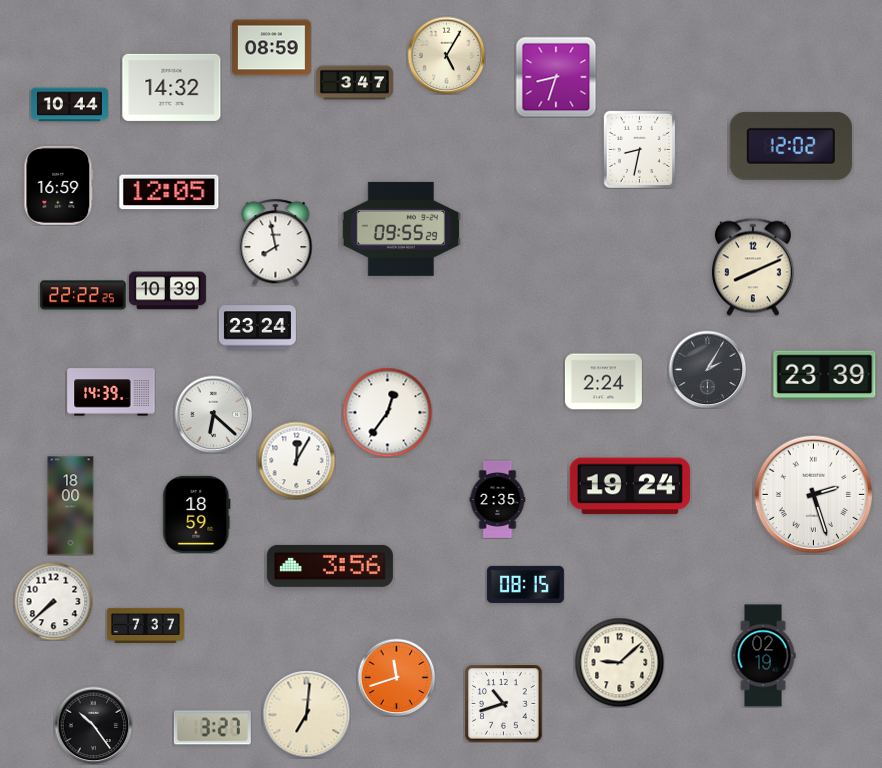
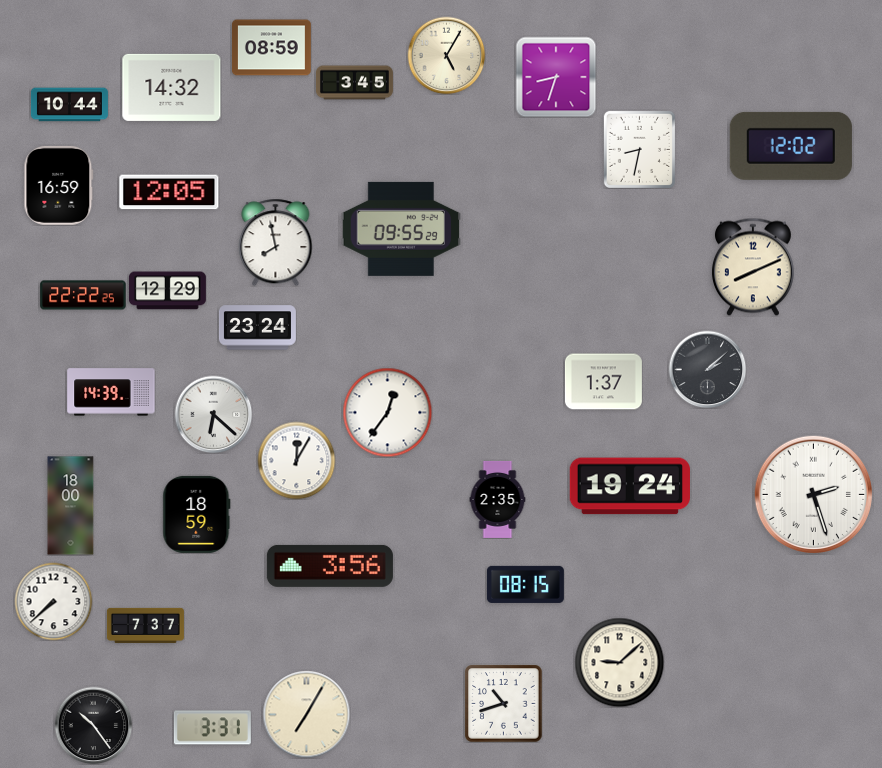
clock at (354, 83): 3:47 -> 3:45
clock at (167, 291): 10:39 -> 12:29
clock at (707, 369): 2:05 -> 2:08
clock at (825, 376): 23:39 -> none
clock at (603, 382): 2:24 -> 1:37
clock at (763, 656): 02:19 -> none
clock at (396, 677): 11:42 -> none
clock at (306, 714): 7:01 -> 7:05
clock at (212, 728): 3:27 -> 3:31
